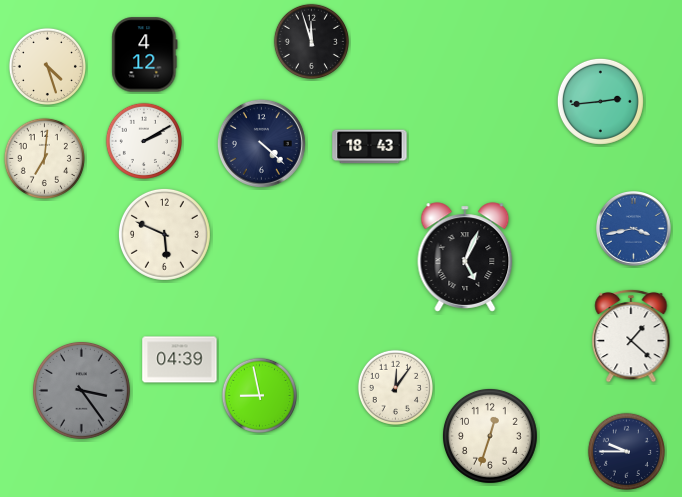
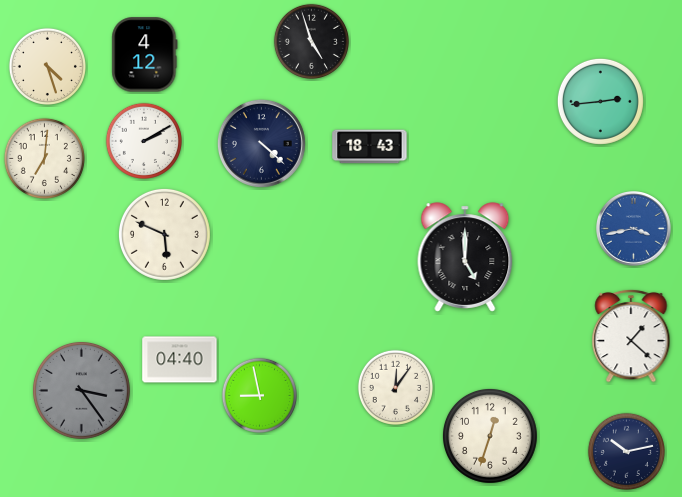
clock at (311, 41): 11:57 -> 4:57
clock at (465, 257): 5:04 -> 5:00
clock at (180, 360): 04:39 -> 04:40
clock at (626, 451): 9:45 -> 10:13
